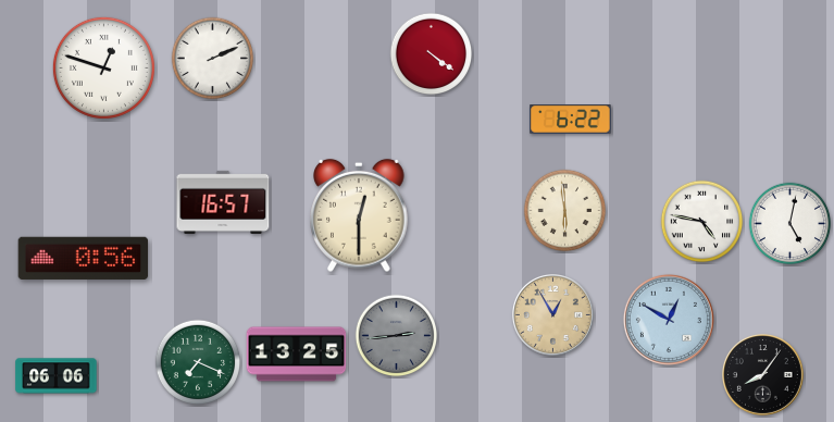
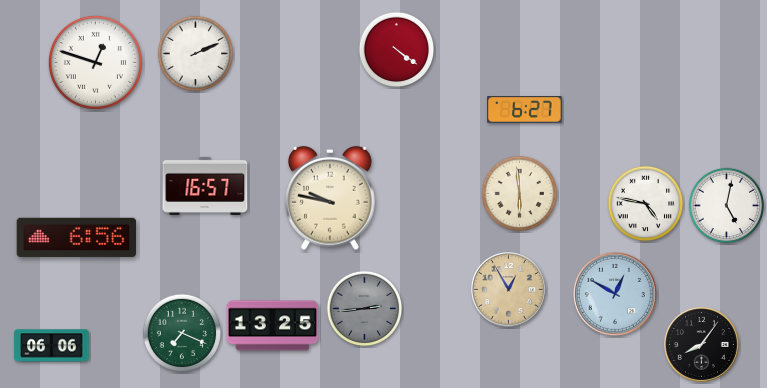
clock at (571, 120): 6:22 -> 6:27
clock at (359, 215): 12:30 -> 9:47
clock at (84, 258): 0:56 -> 6:56
